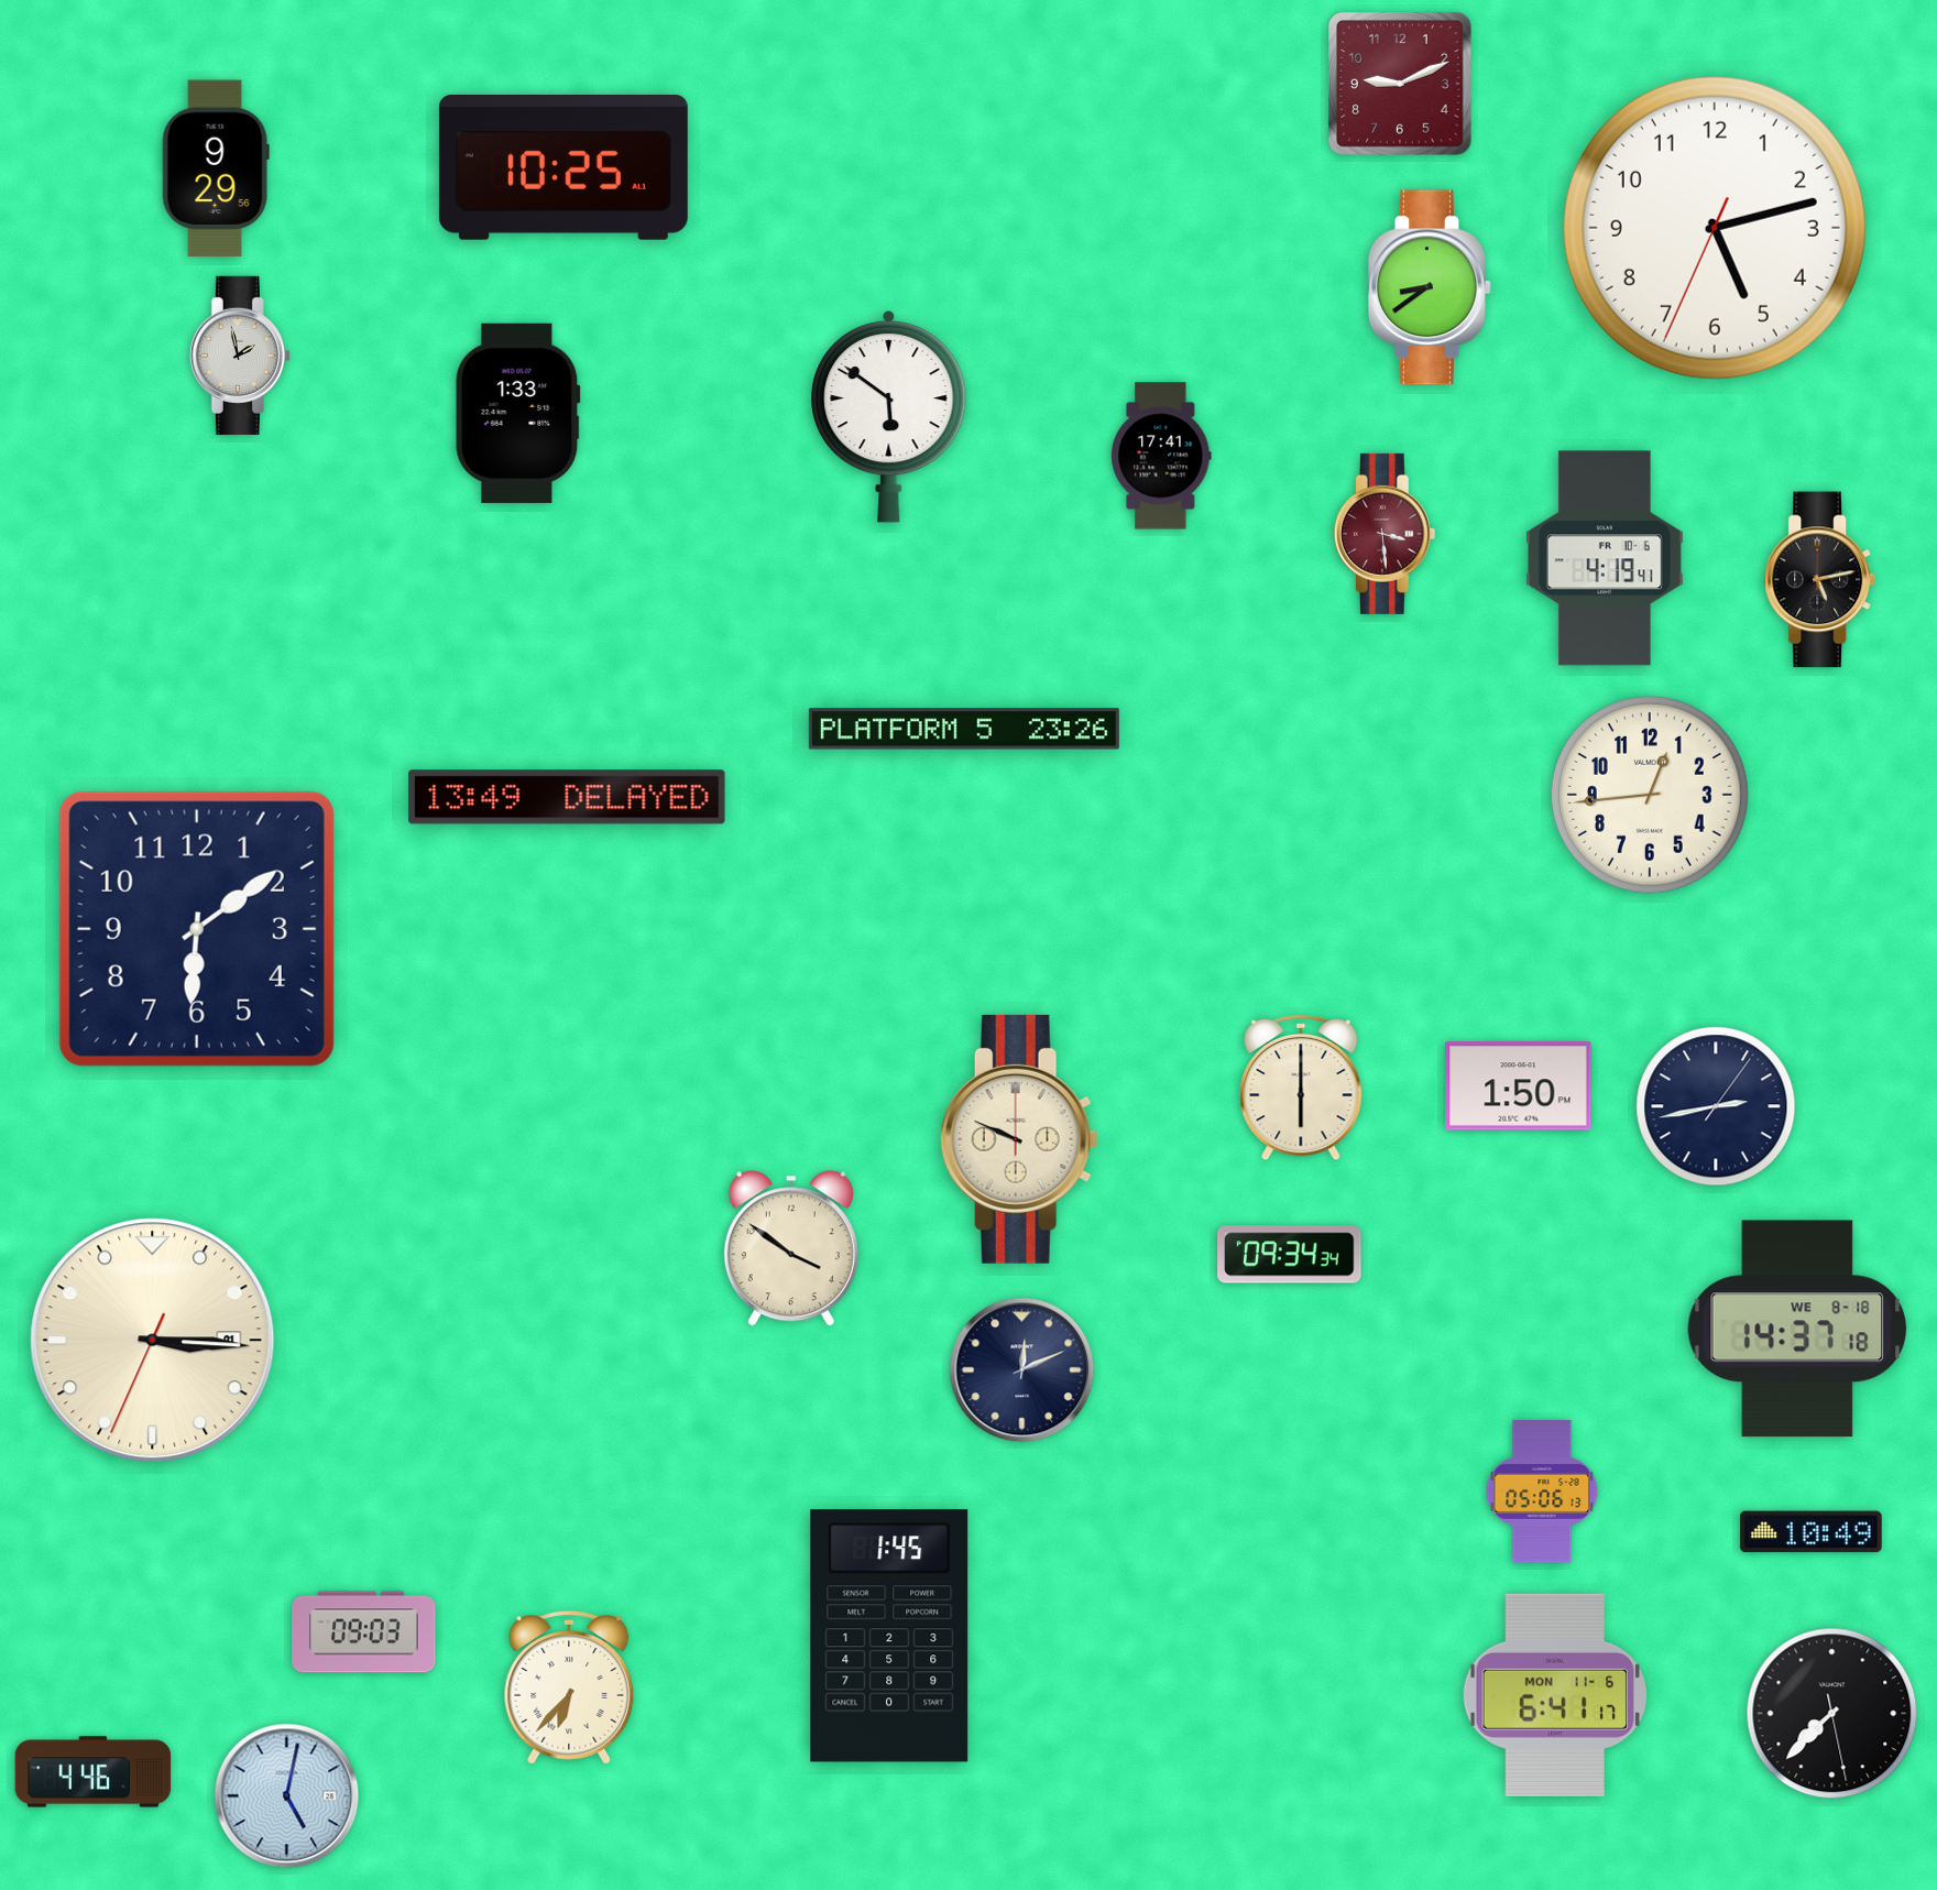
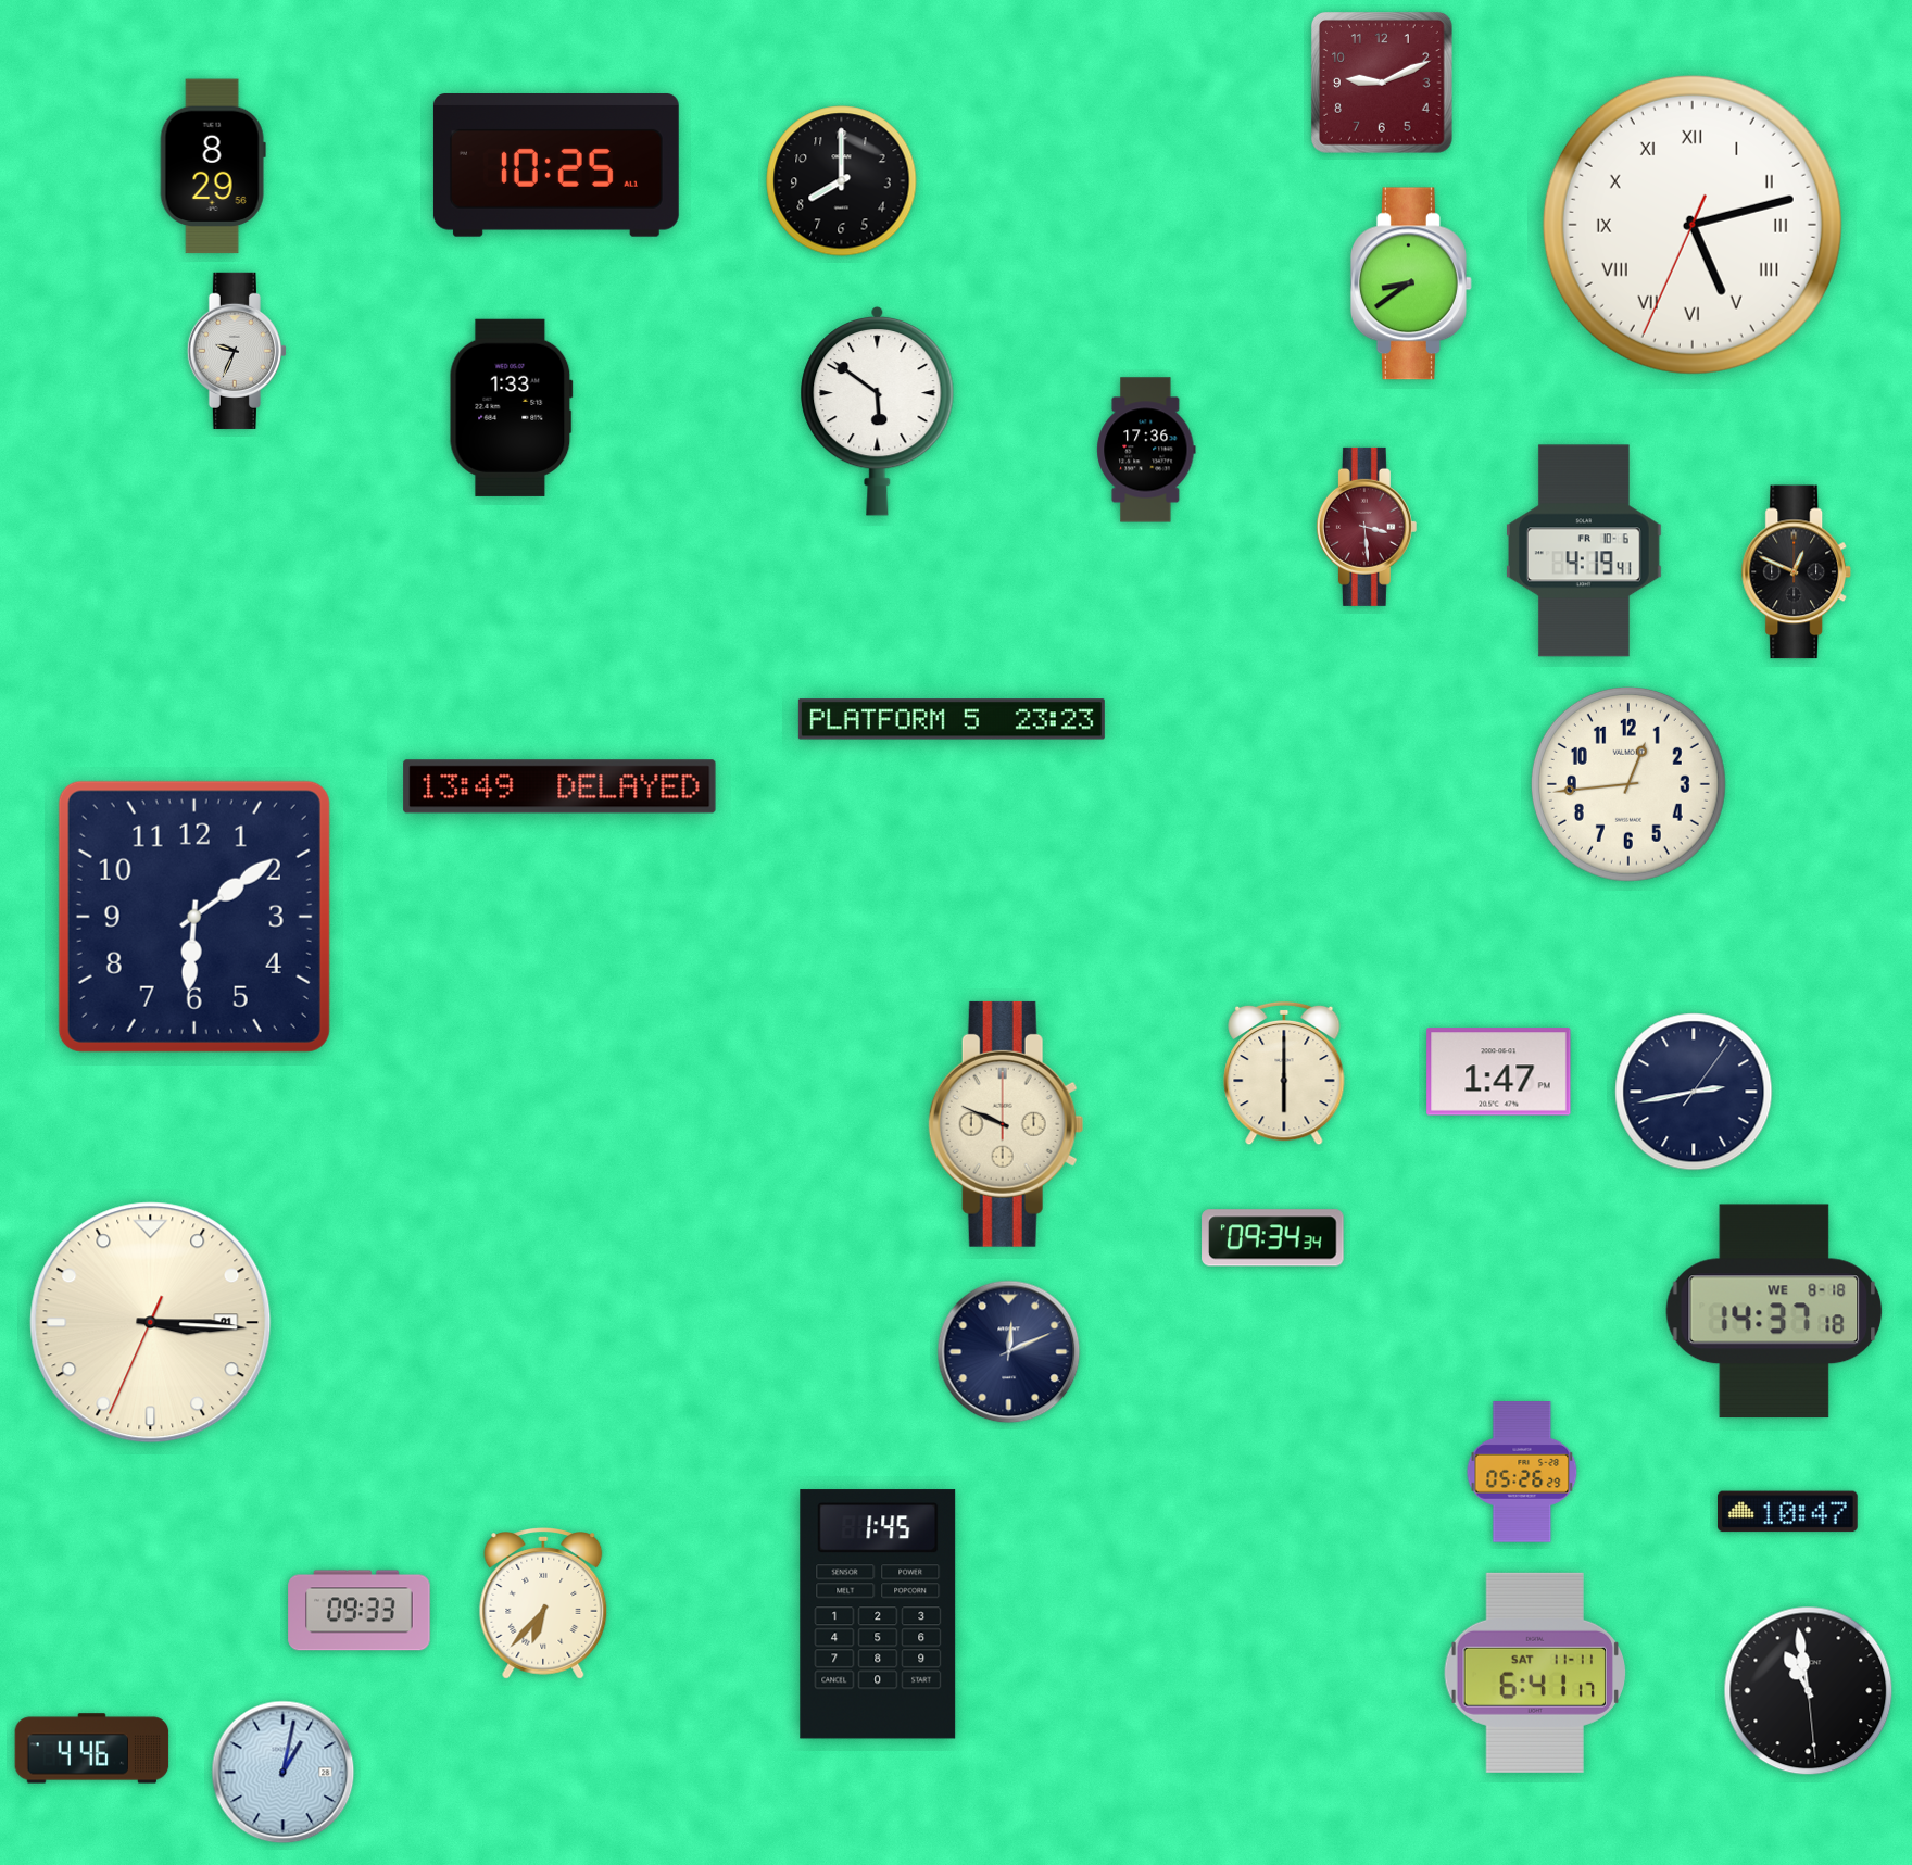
clock at (216, 168): 9:29 -> 8:29
clock at (842, 181): none -> 8:00
clock at (1715, 228) numerals: Arabic -> Roman
clock at (240, 356): 1:58 -> 9:34
clock at (1161, 456): 17:41 -> 17:36
clock at (1820, 580): 5:13 -> 12:49
clock at (964, 729): 23:26 -> 23:23
clock at (1519, 1086): 1:50 -> 1:47
clock at (791, 1248): 3:51 -> none
clock at (1542, 1492): 05:06 -> 05:26
clock at (1810, 1532): 10:49 -> 10:47
clock at (364, 1632): 09:03 -> 09:33
clock at (569, 1689) position: (569, 1689) -> (543, 1604)
clock at (1554, 1695) date: MON 11-6 -> SAT 11-11
clock at (1832, 1714): 7:37 -> 10:58
clock at (287, 1796): 5:02 -> 1:02
